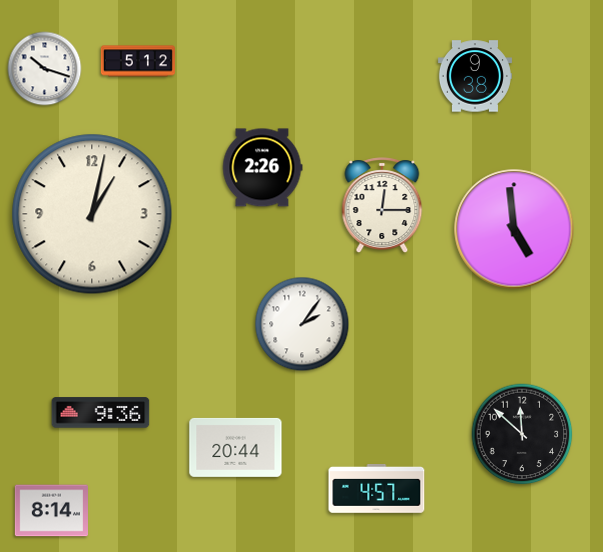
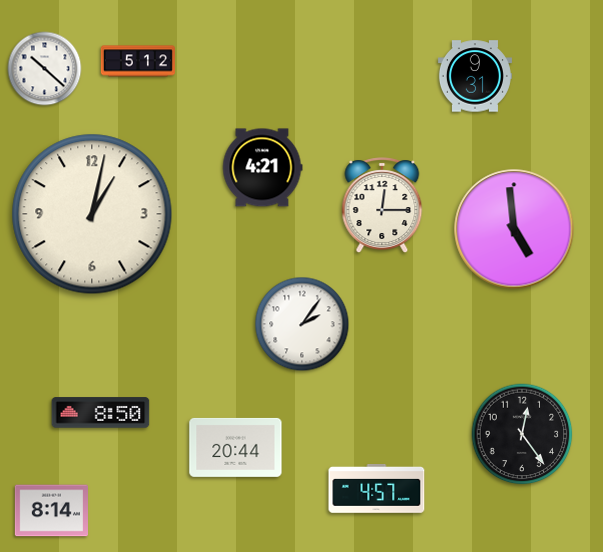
clock at (45, 69): 10:18 -> 10:22
clock at (475, 76): 9:38 -> 9:31
clock at (263, 168): 2:26 -> 4:21
clock at (101, 413): 9:36 -> 8:50
clock at (522, 434): 11:52 -> 12:24
